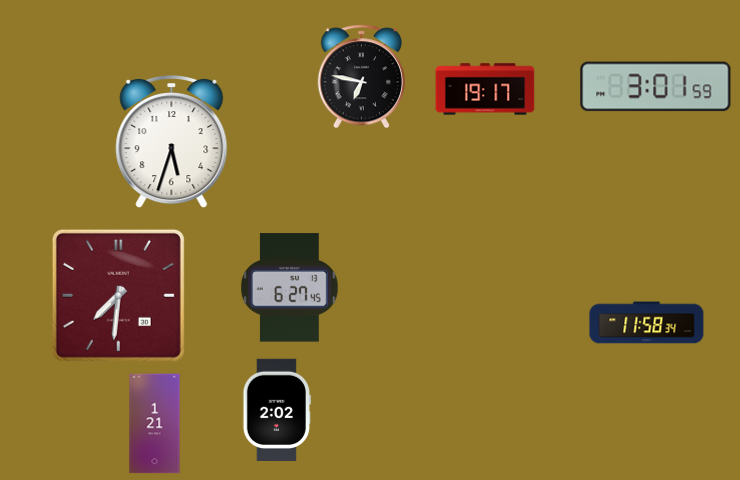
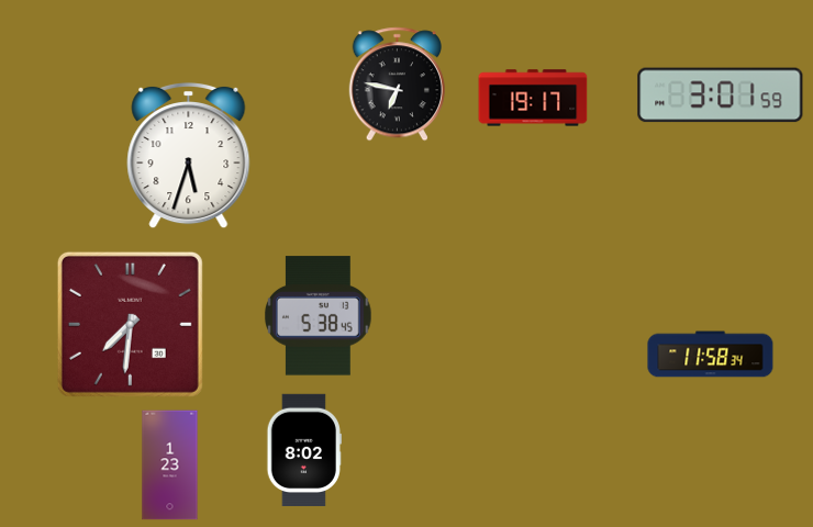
clock at (290, 288): 6:27 -> 5:38
clock at (277, 409): 2:02 -> 8:02
clock at (155, 424): 1:21 -> 1:23
